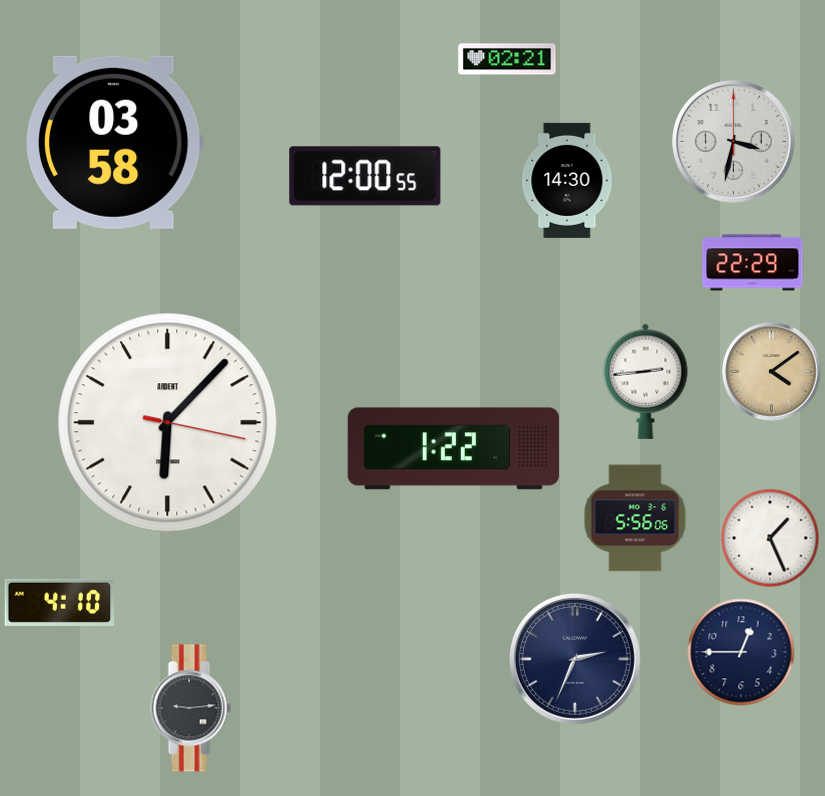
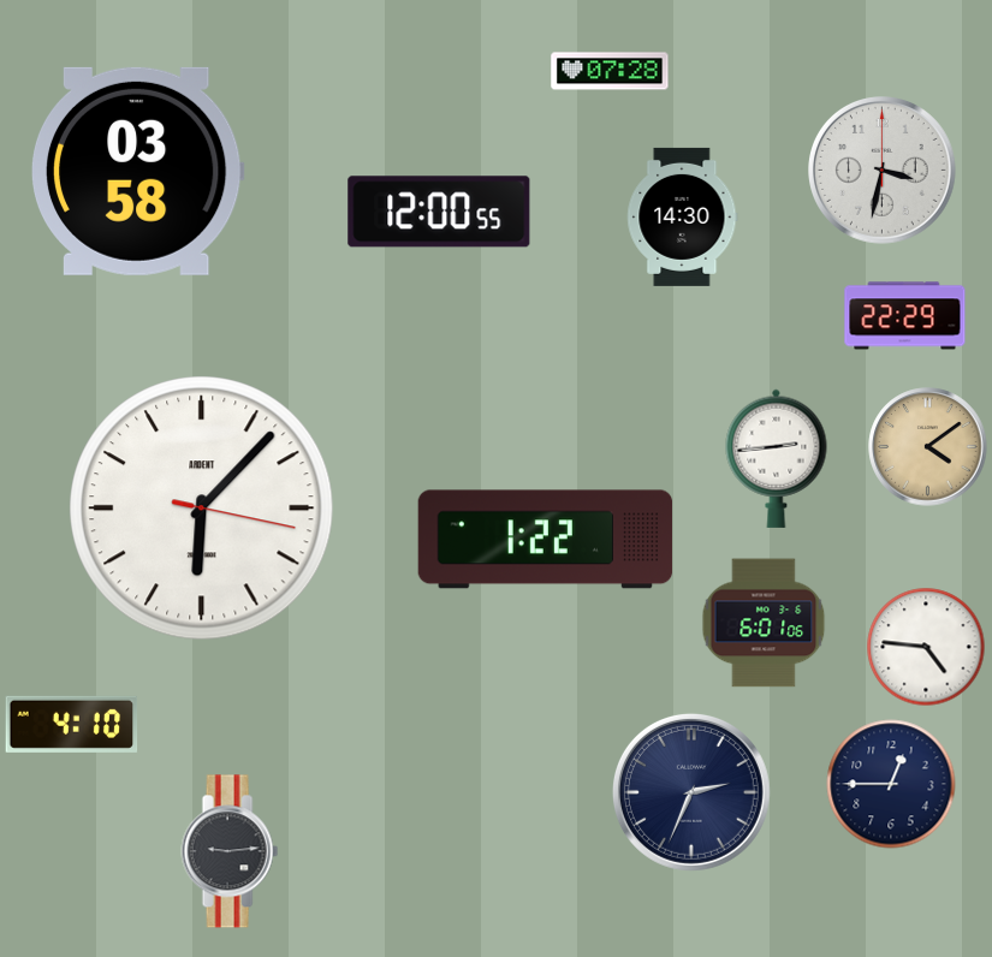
clock at (507, 59): 02:21 -> 07:28
clock at (635, 518): 5:56 -> 6:01
clock at (770, 538): 1:26 -> 4:46
